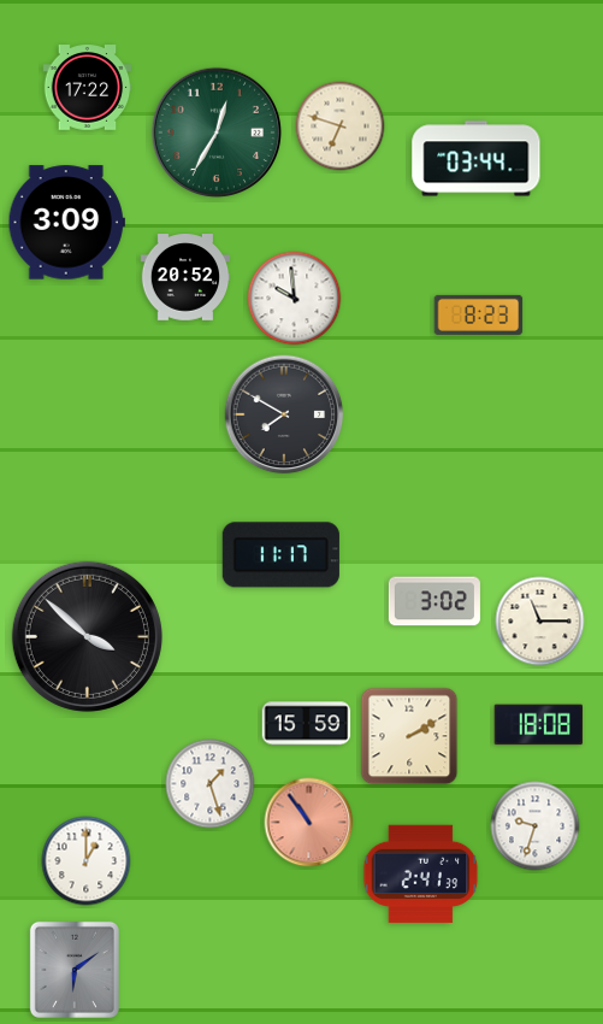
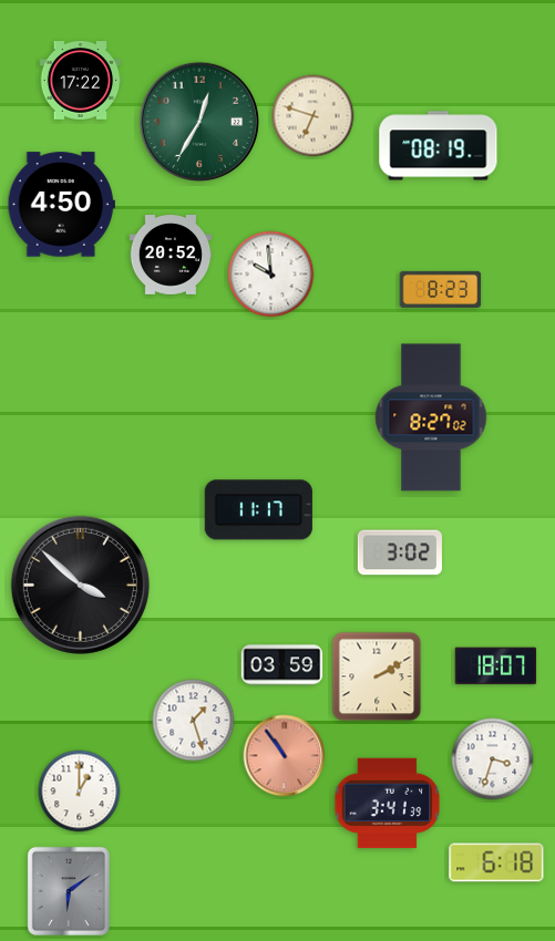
clock at (477, 159): 03:44 -> 08:19
clock at (66, 223): 3:09 -> 4:50
clock at (284, 414): 7:50 -> none
clock at (431, 417): none -> 8:27
clock at (540, 622): 11:15 -> none
clock at (307, 724): 15:59 -> 03:59
clock at (539, 725): 18:08 -> 18:07
clock at (536, 826): 9:33 -> 3:33
clock at (421, 875): 2:41 -> 3:41
clock at (496, 862): none -> 6:18
